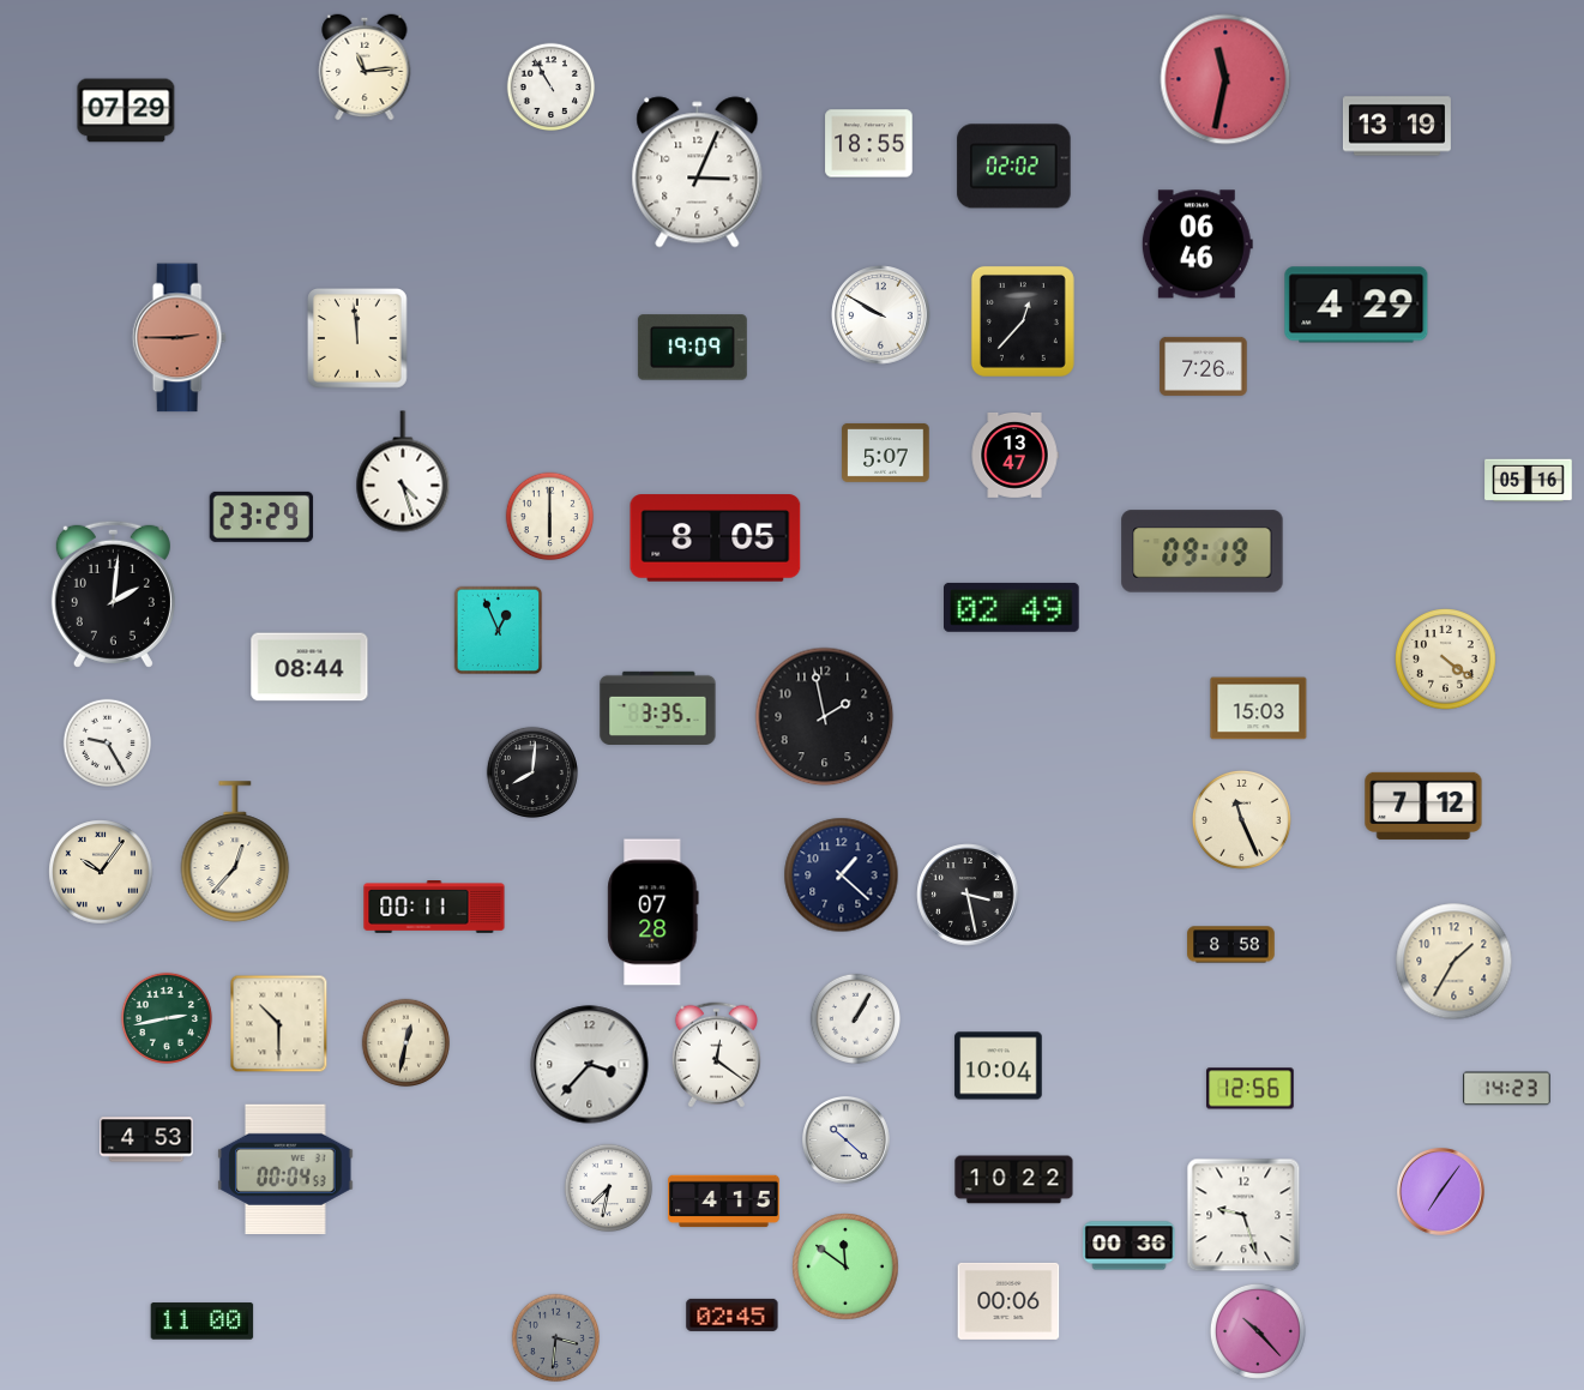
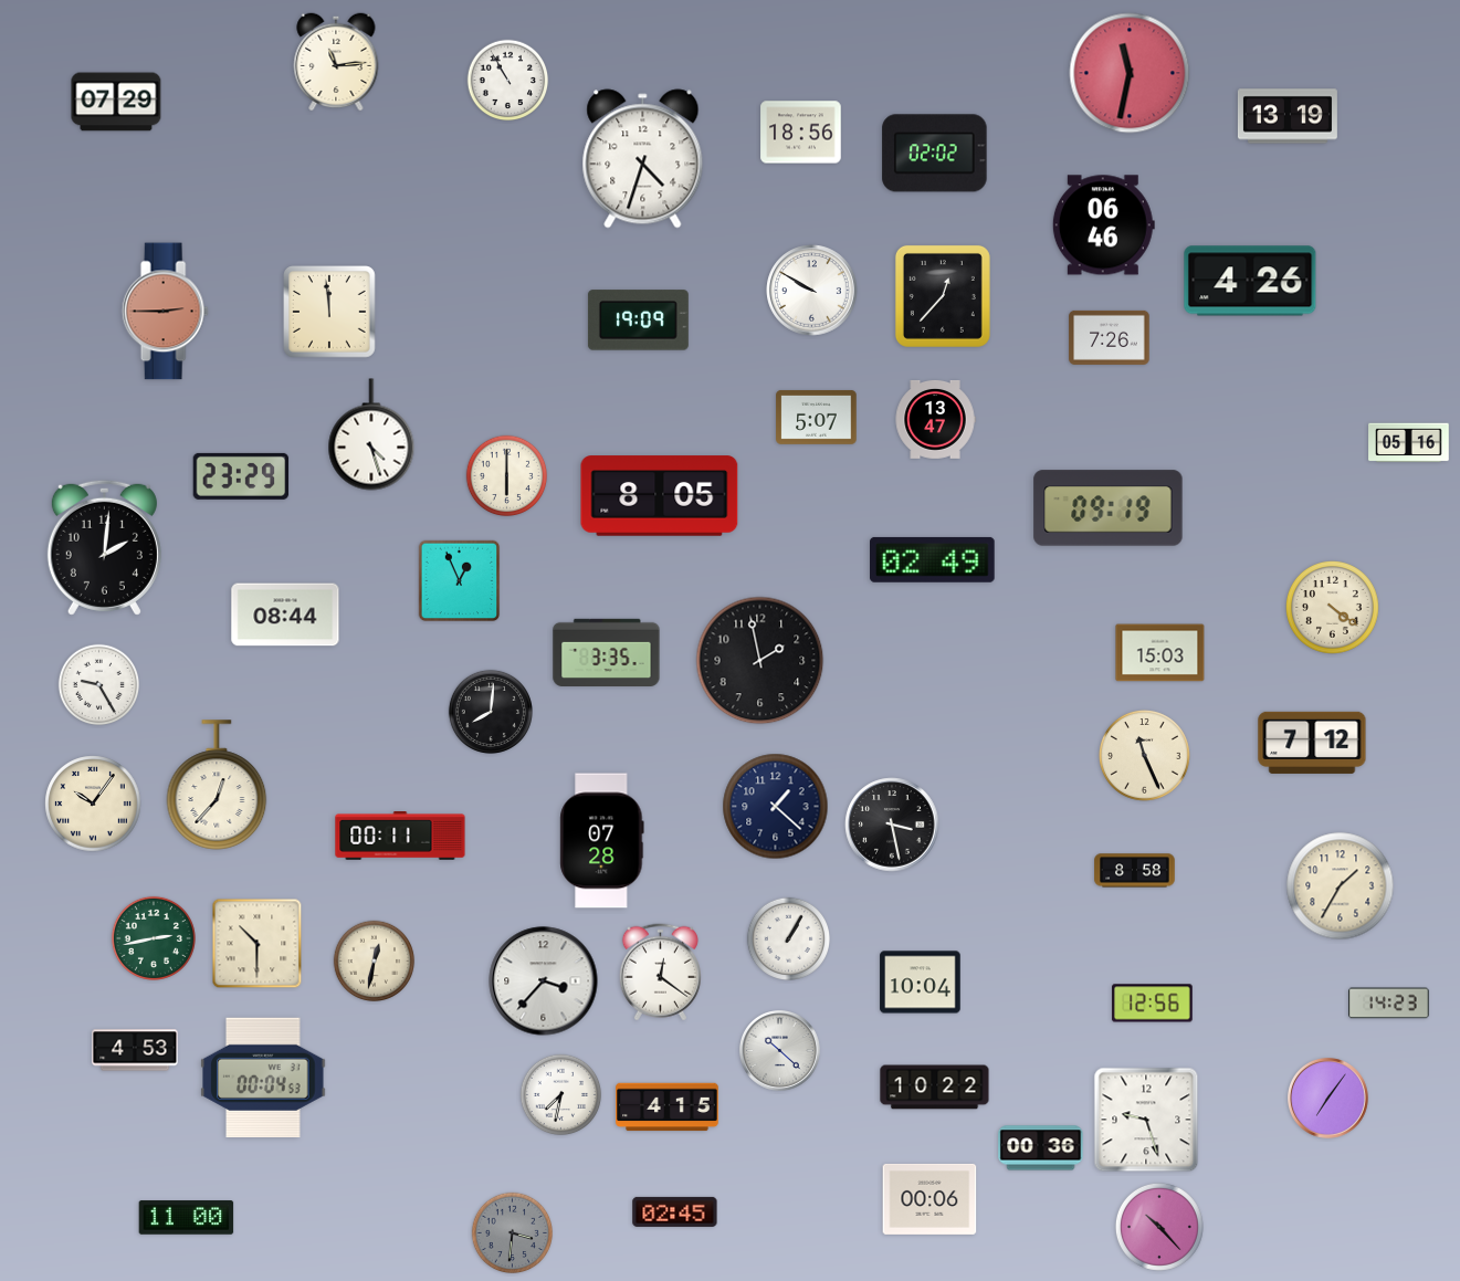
clock at (869, 144): 18:55 -> 18:56
clock at (698, 173): 3:04 -> 4:33
clock at (1356, 305): 4:29 -> 4:26
clock at (845, 1266): 11:51 -> none
